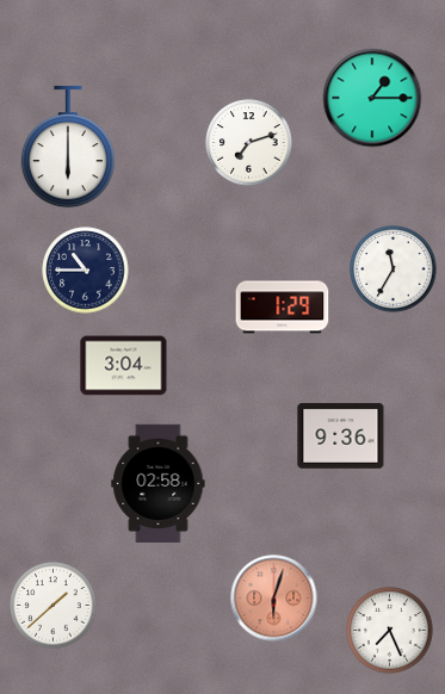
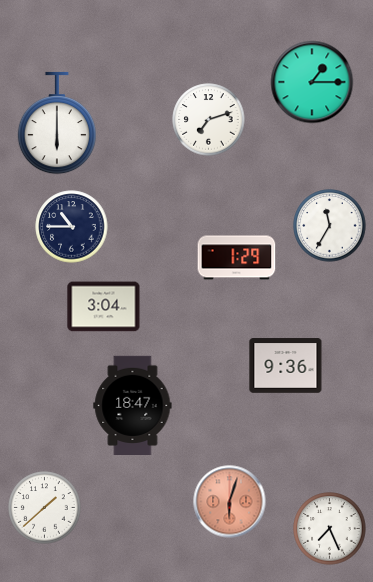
clock at (159, 483): 02:58 -> 18:47
clock at (390, 631) position: (390, 631) -> (330, 529)
